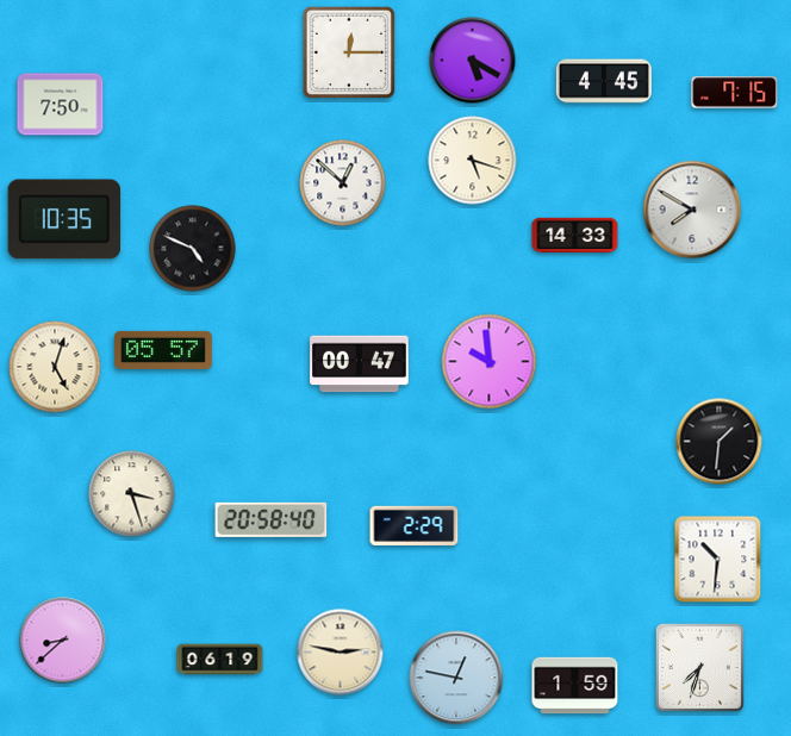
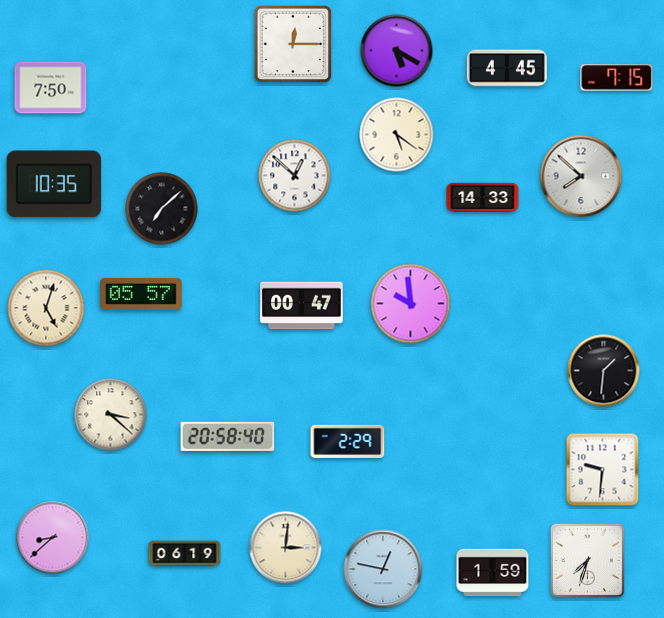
clock at (473, 161): 5:18 -> 5:21
clock at (343, 183) position: (343, 183) -> (295, 176)
clock at (692, 210): 7:50 -> 7:52
clock at (193, 249): 4:49 -> 7:08
clock at (164, 350) position: (164, 350) -> (142, 294)
clock at (132, 494): 3:27 -> 3:22
clock at (718, 560): 10:31 -> 9:31
clock at (341, 653): 2:47 -> 3:01
clock at (575, 686) position: (575, 686) -> (493, 573)
